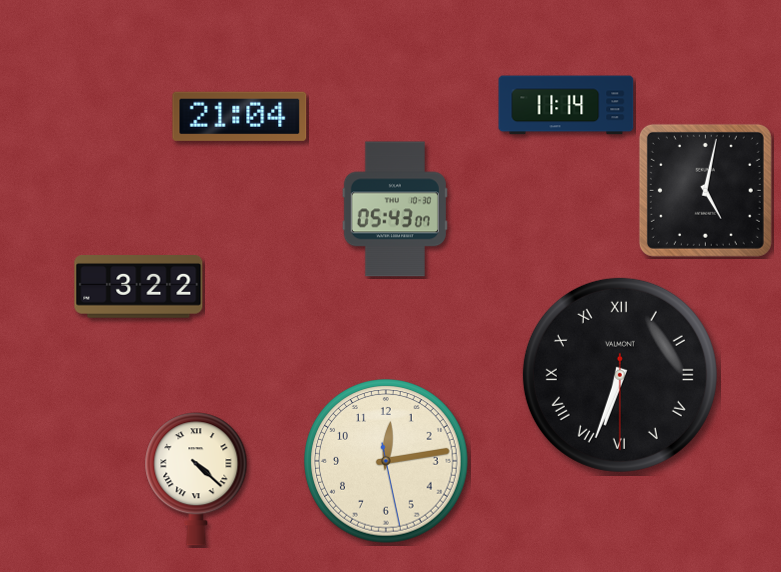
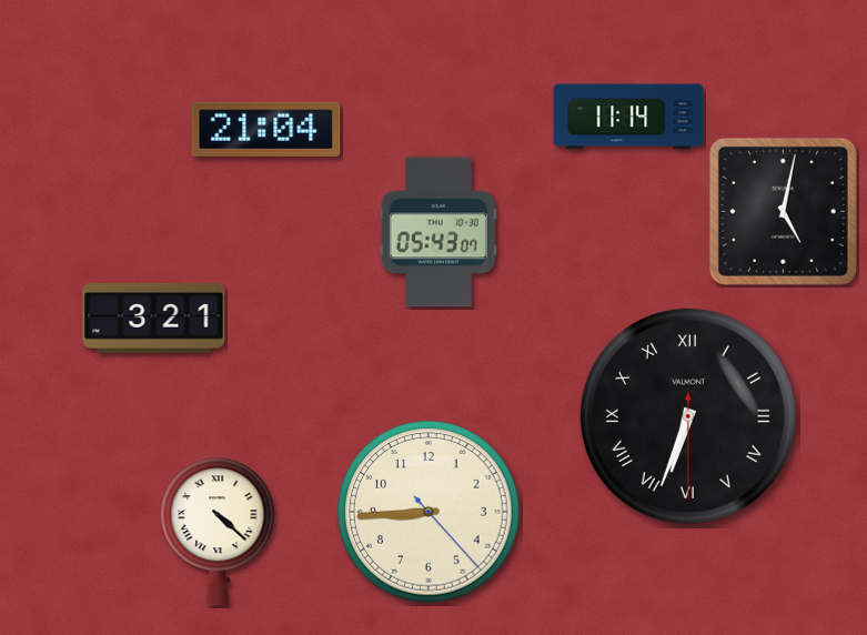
clock at (139, 287): 3:22 -> 3:21
clock at (386, 461): 12:13 -> 8:44
